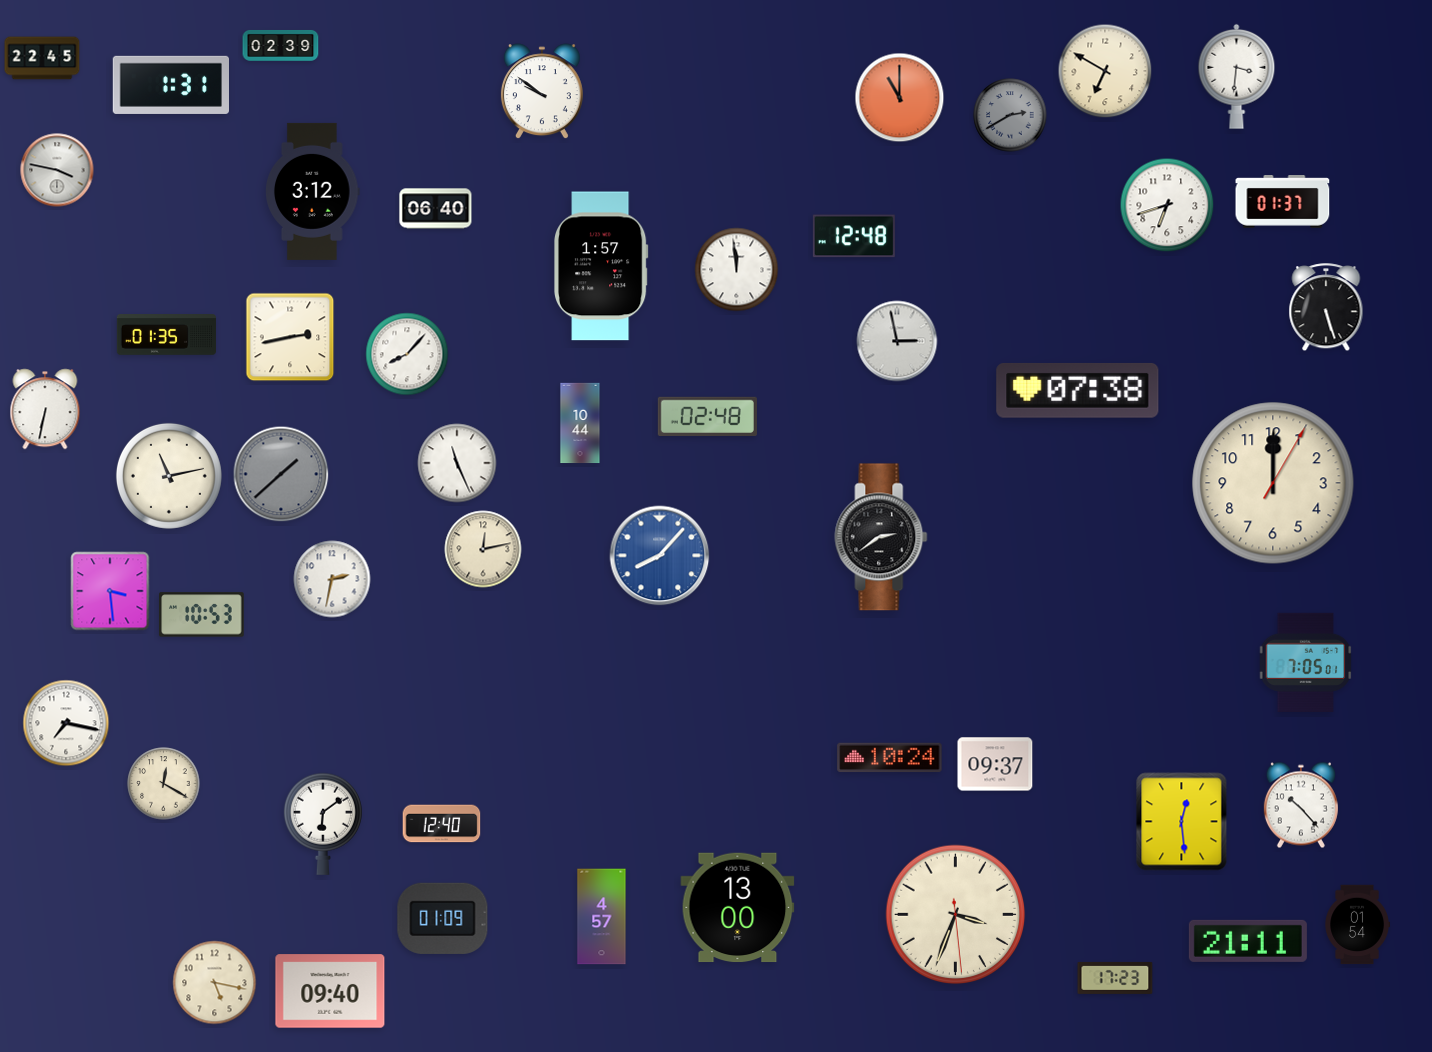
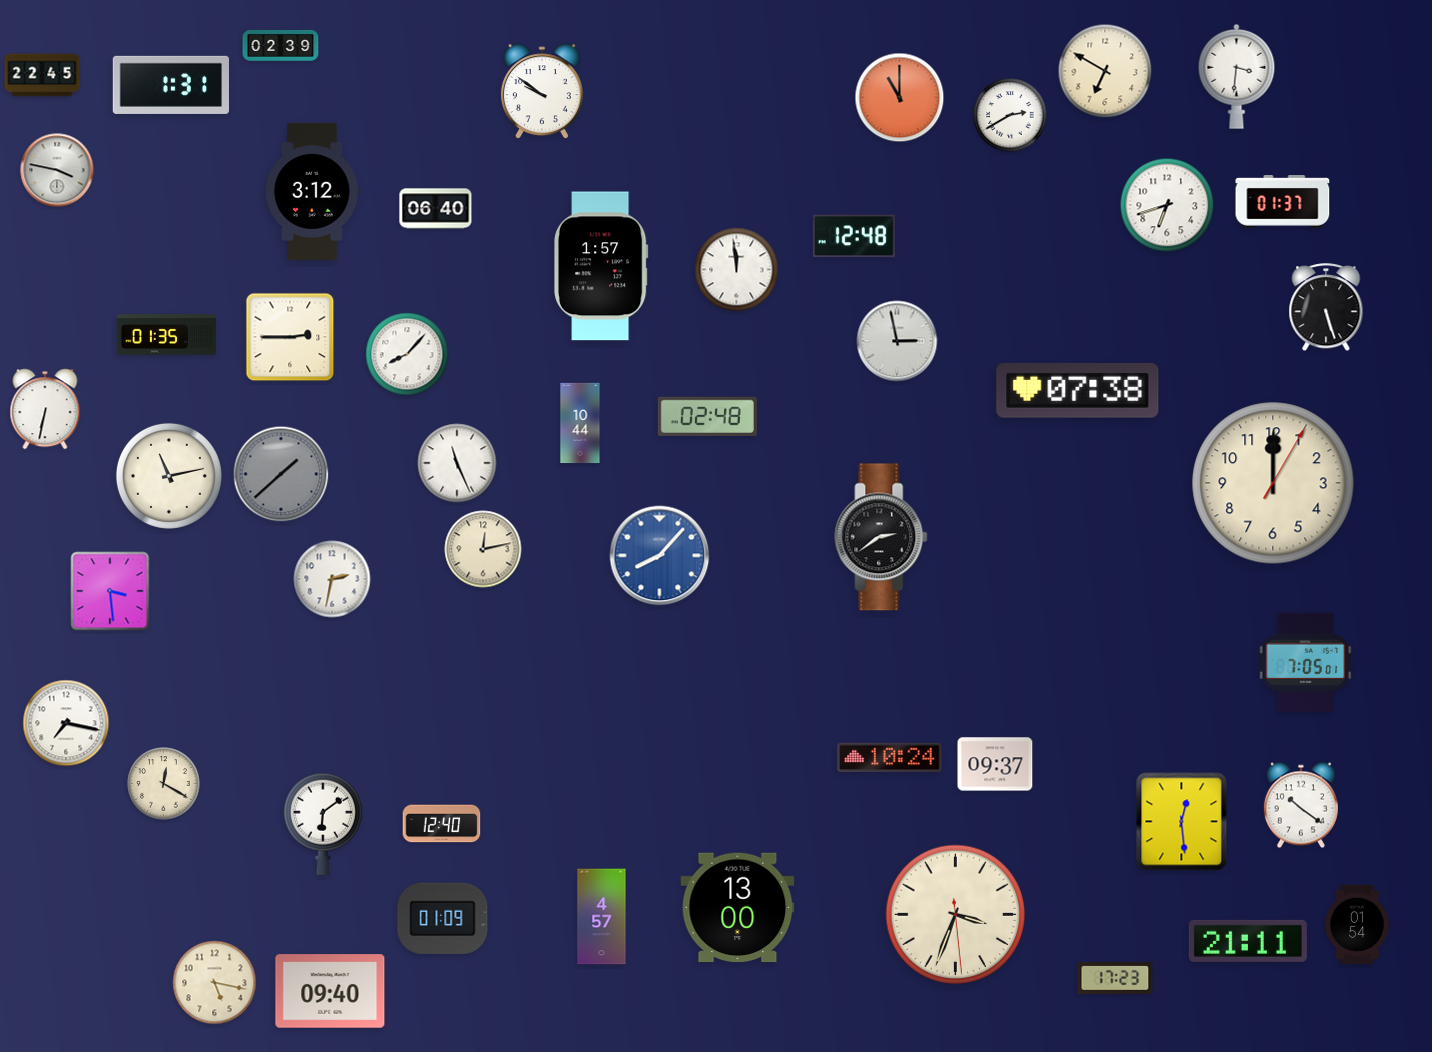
clock at (42, 58) position: (42, 58) -> (42, 75)
clock at (1010, 115) dial: grey -> white
clock at (290, 337): 2:43 -> 2:45
clock at (202, 615): 10:53 -> none
clock at (1301, 805): 10:23 -> 10:21
